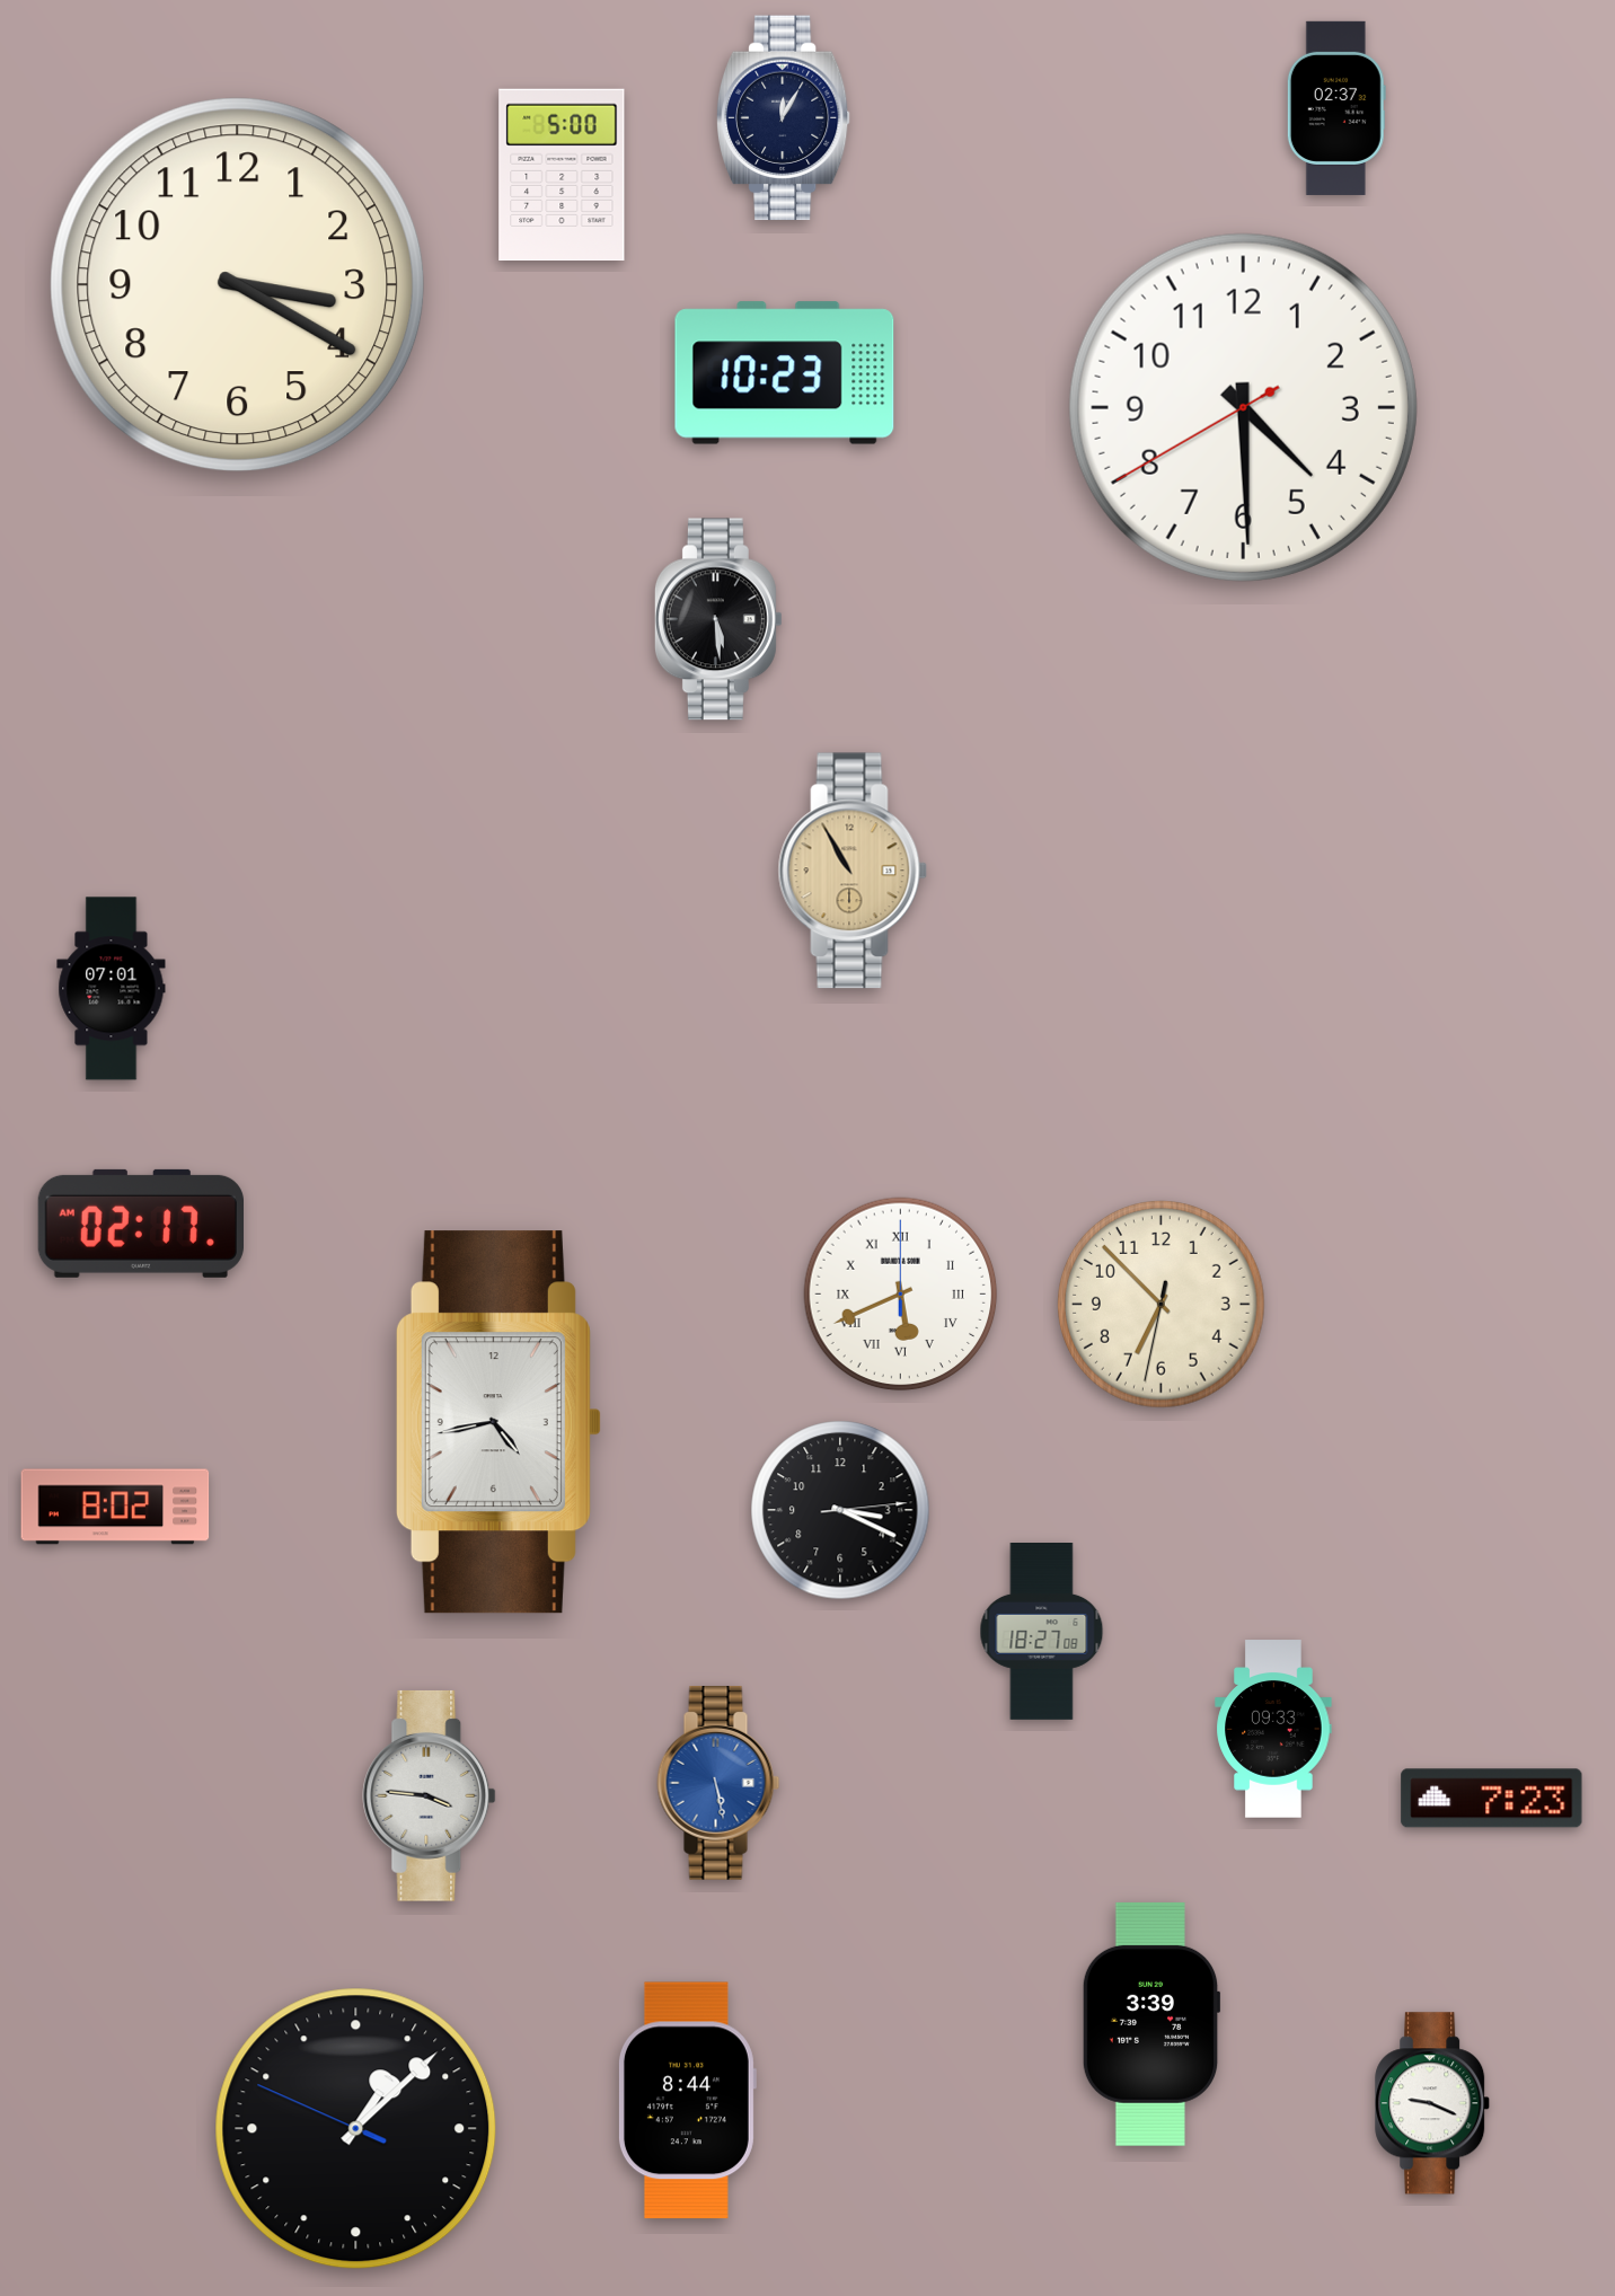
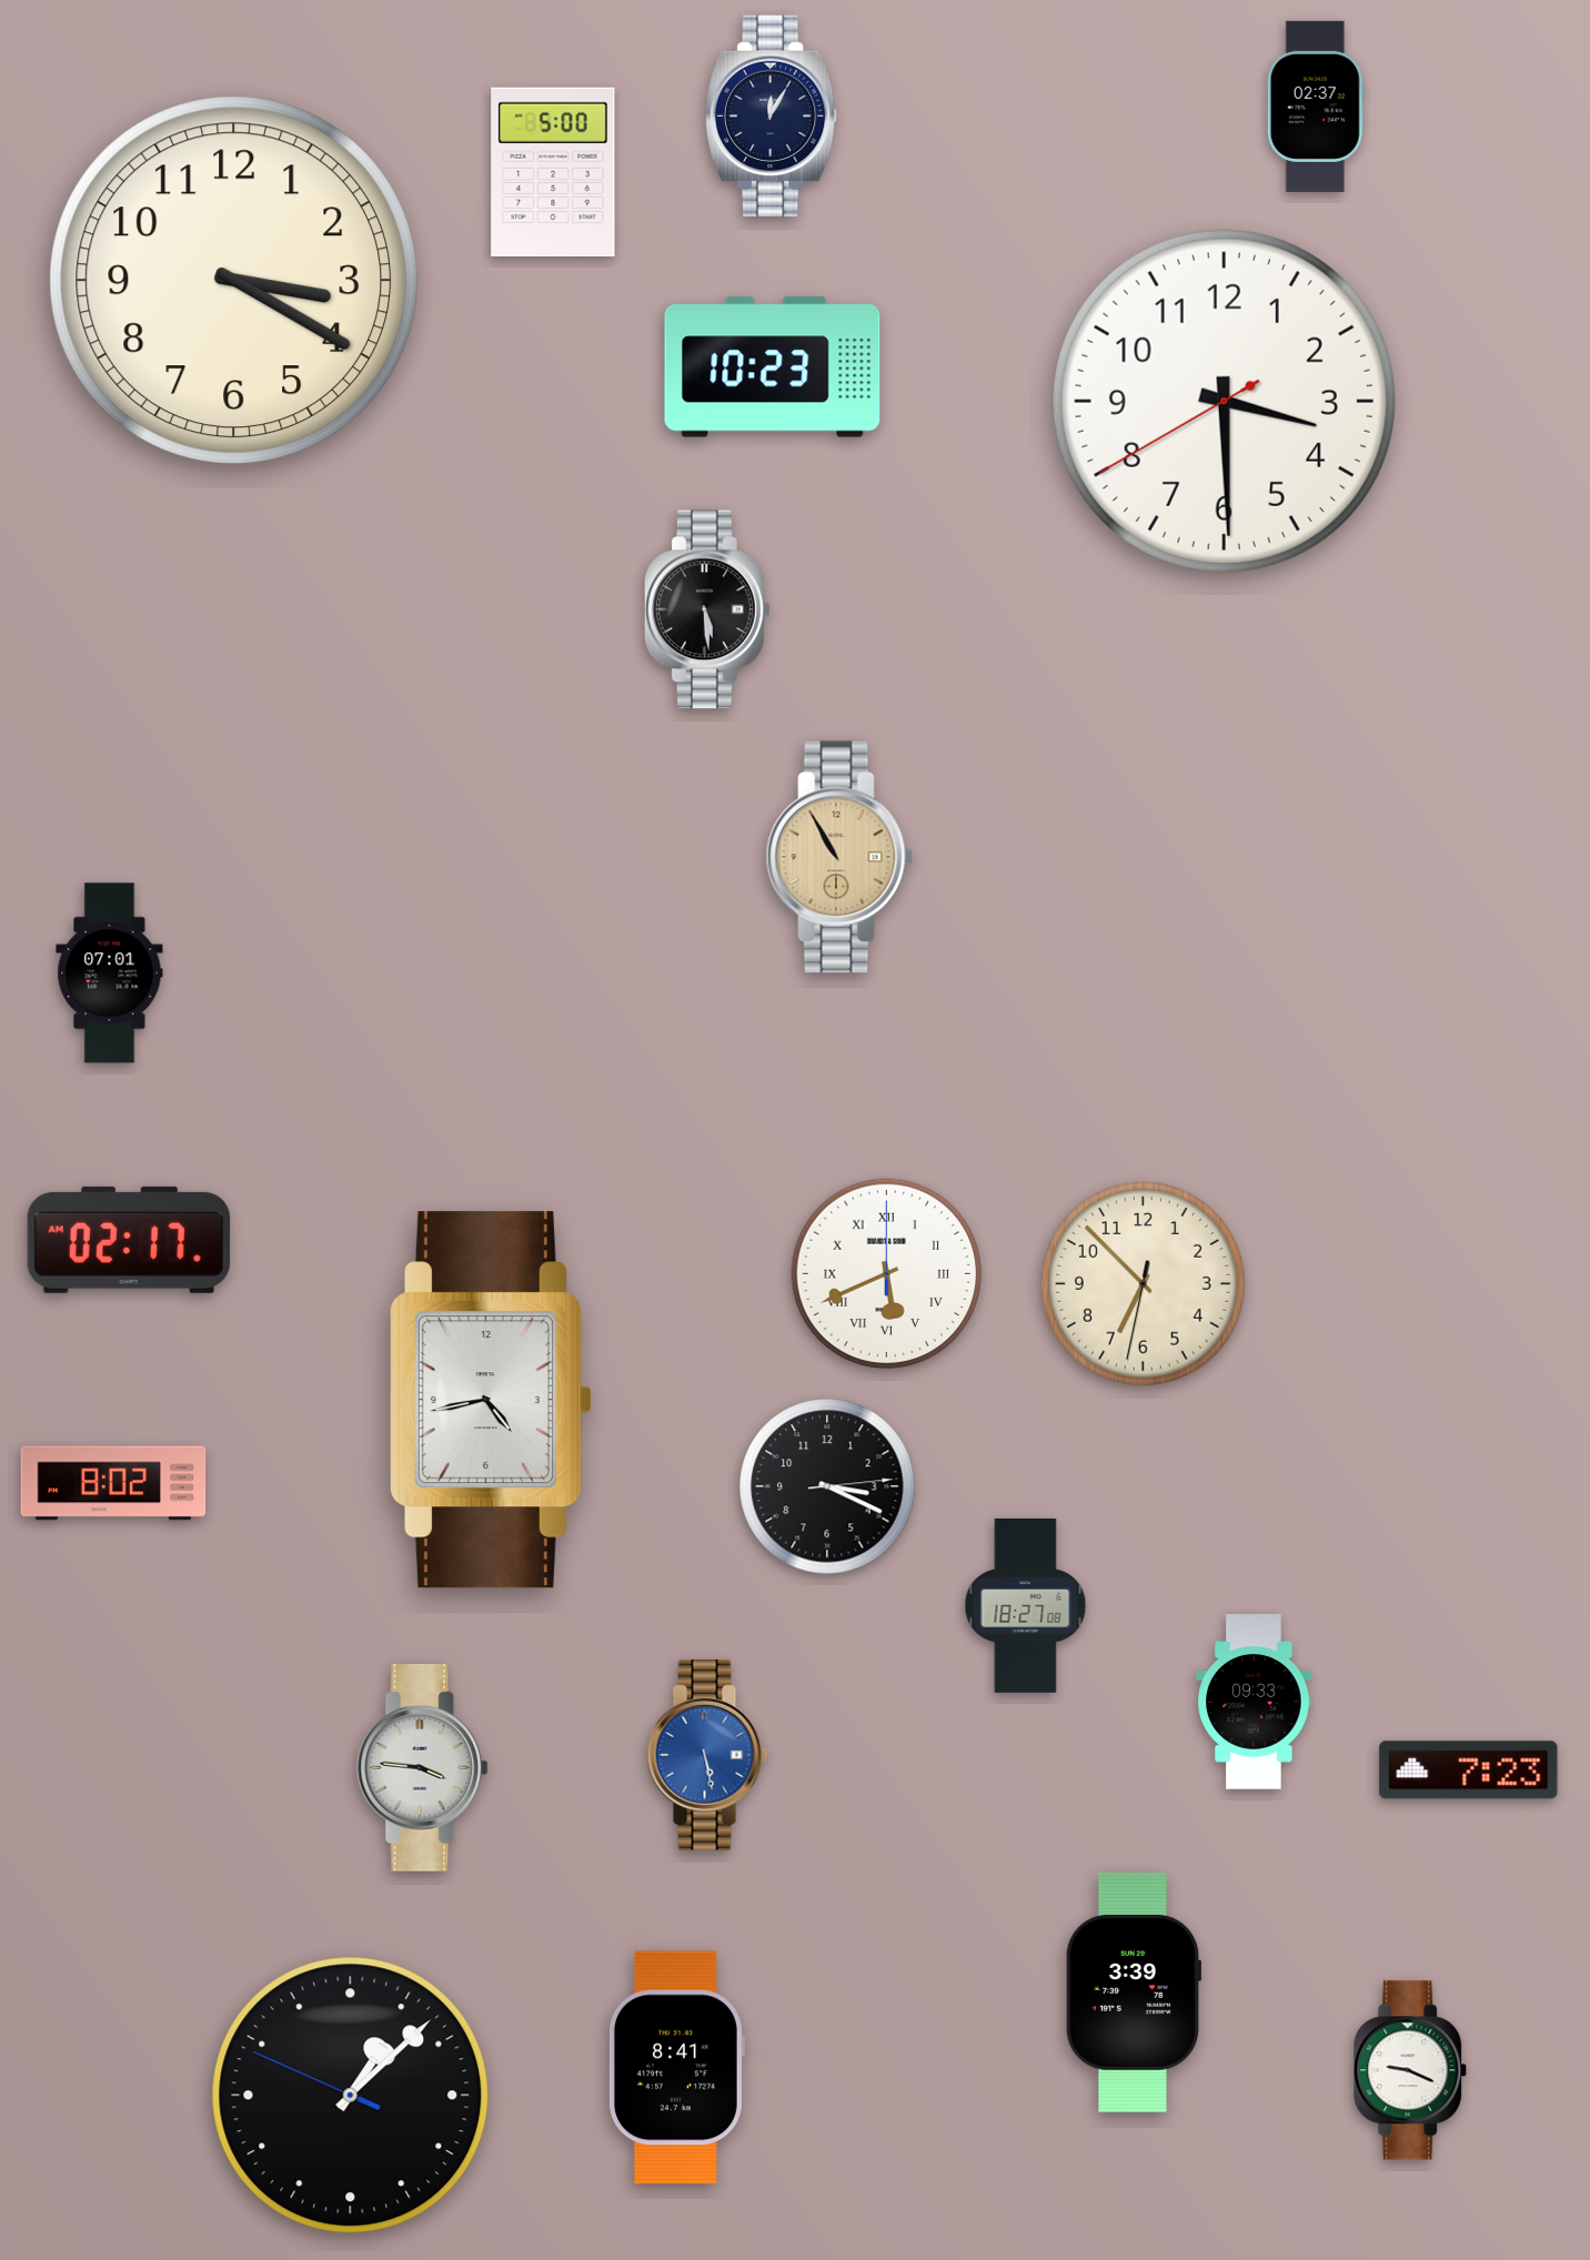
clock at (1243, 407): 4:29 -> 3:29
clock at (140, 1224) position: (140, 1224) -> (128, 1240)
clock at (687, 2101): 8:44 -> 8:41
